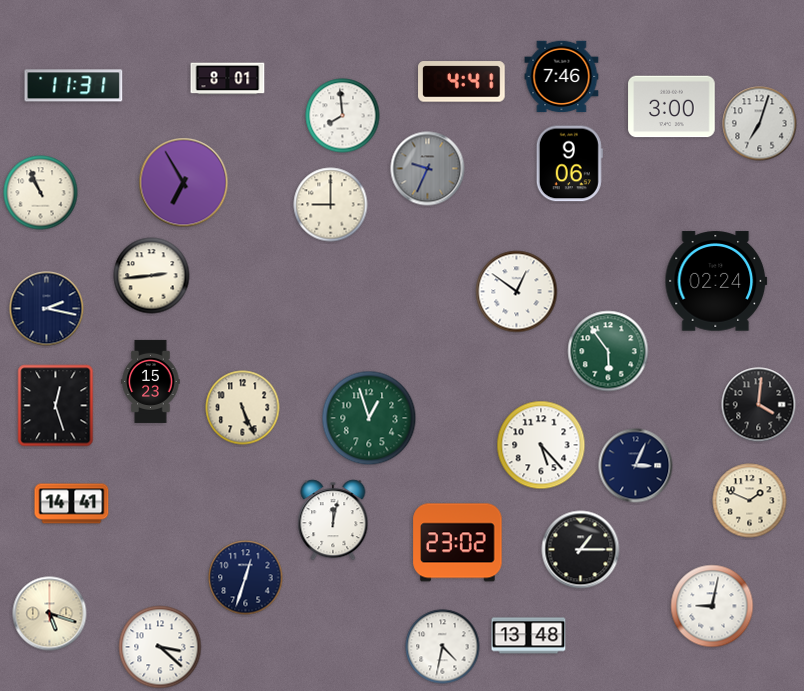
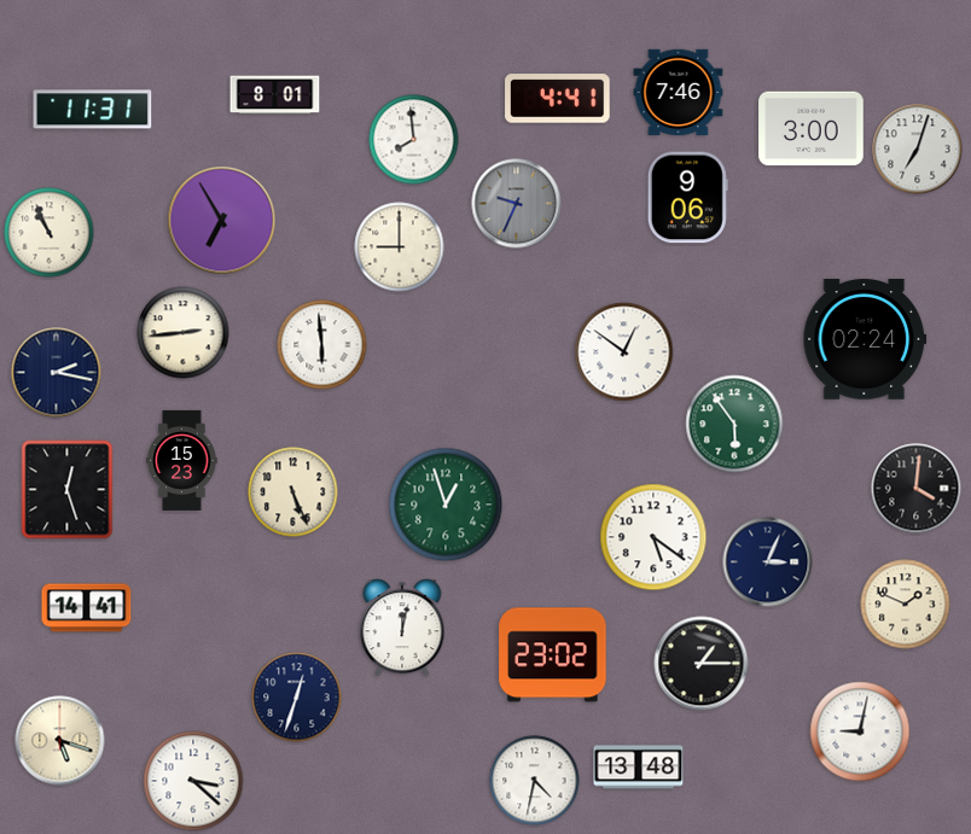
clock at (74, 86) position: (74, 86) -> (93, 110)
clock at (322, 345): none -> 5:59
clock at (541, 445): 5:23 -> 5:21
